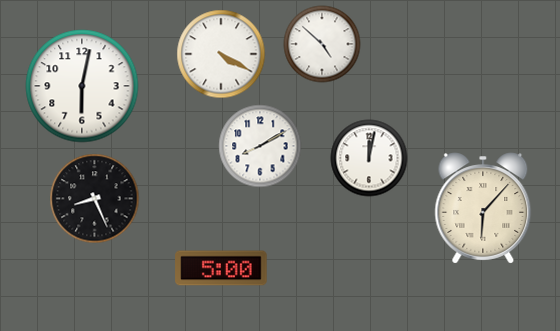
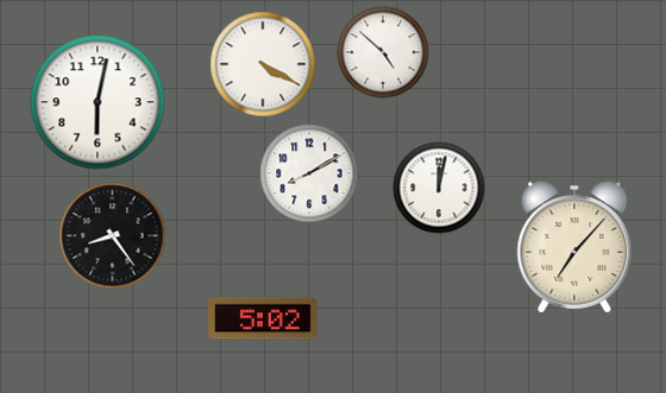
clock at (95, 199): 8:26 -> 8:24
clock at (483, 208): 6:07 -> 7:07
clock at (221, 268): 5:00 -> 5:02
